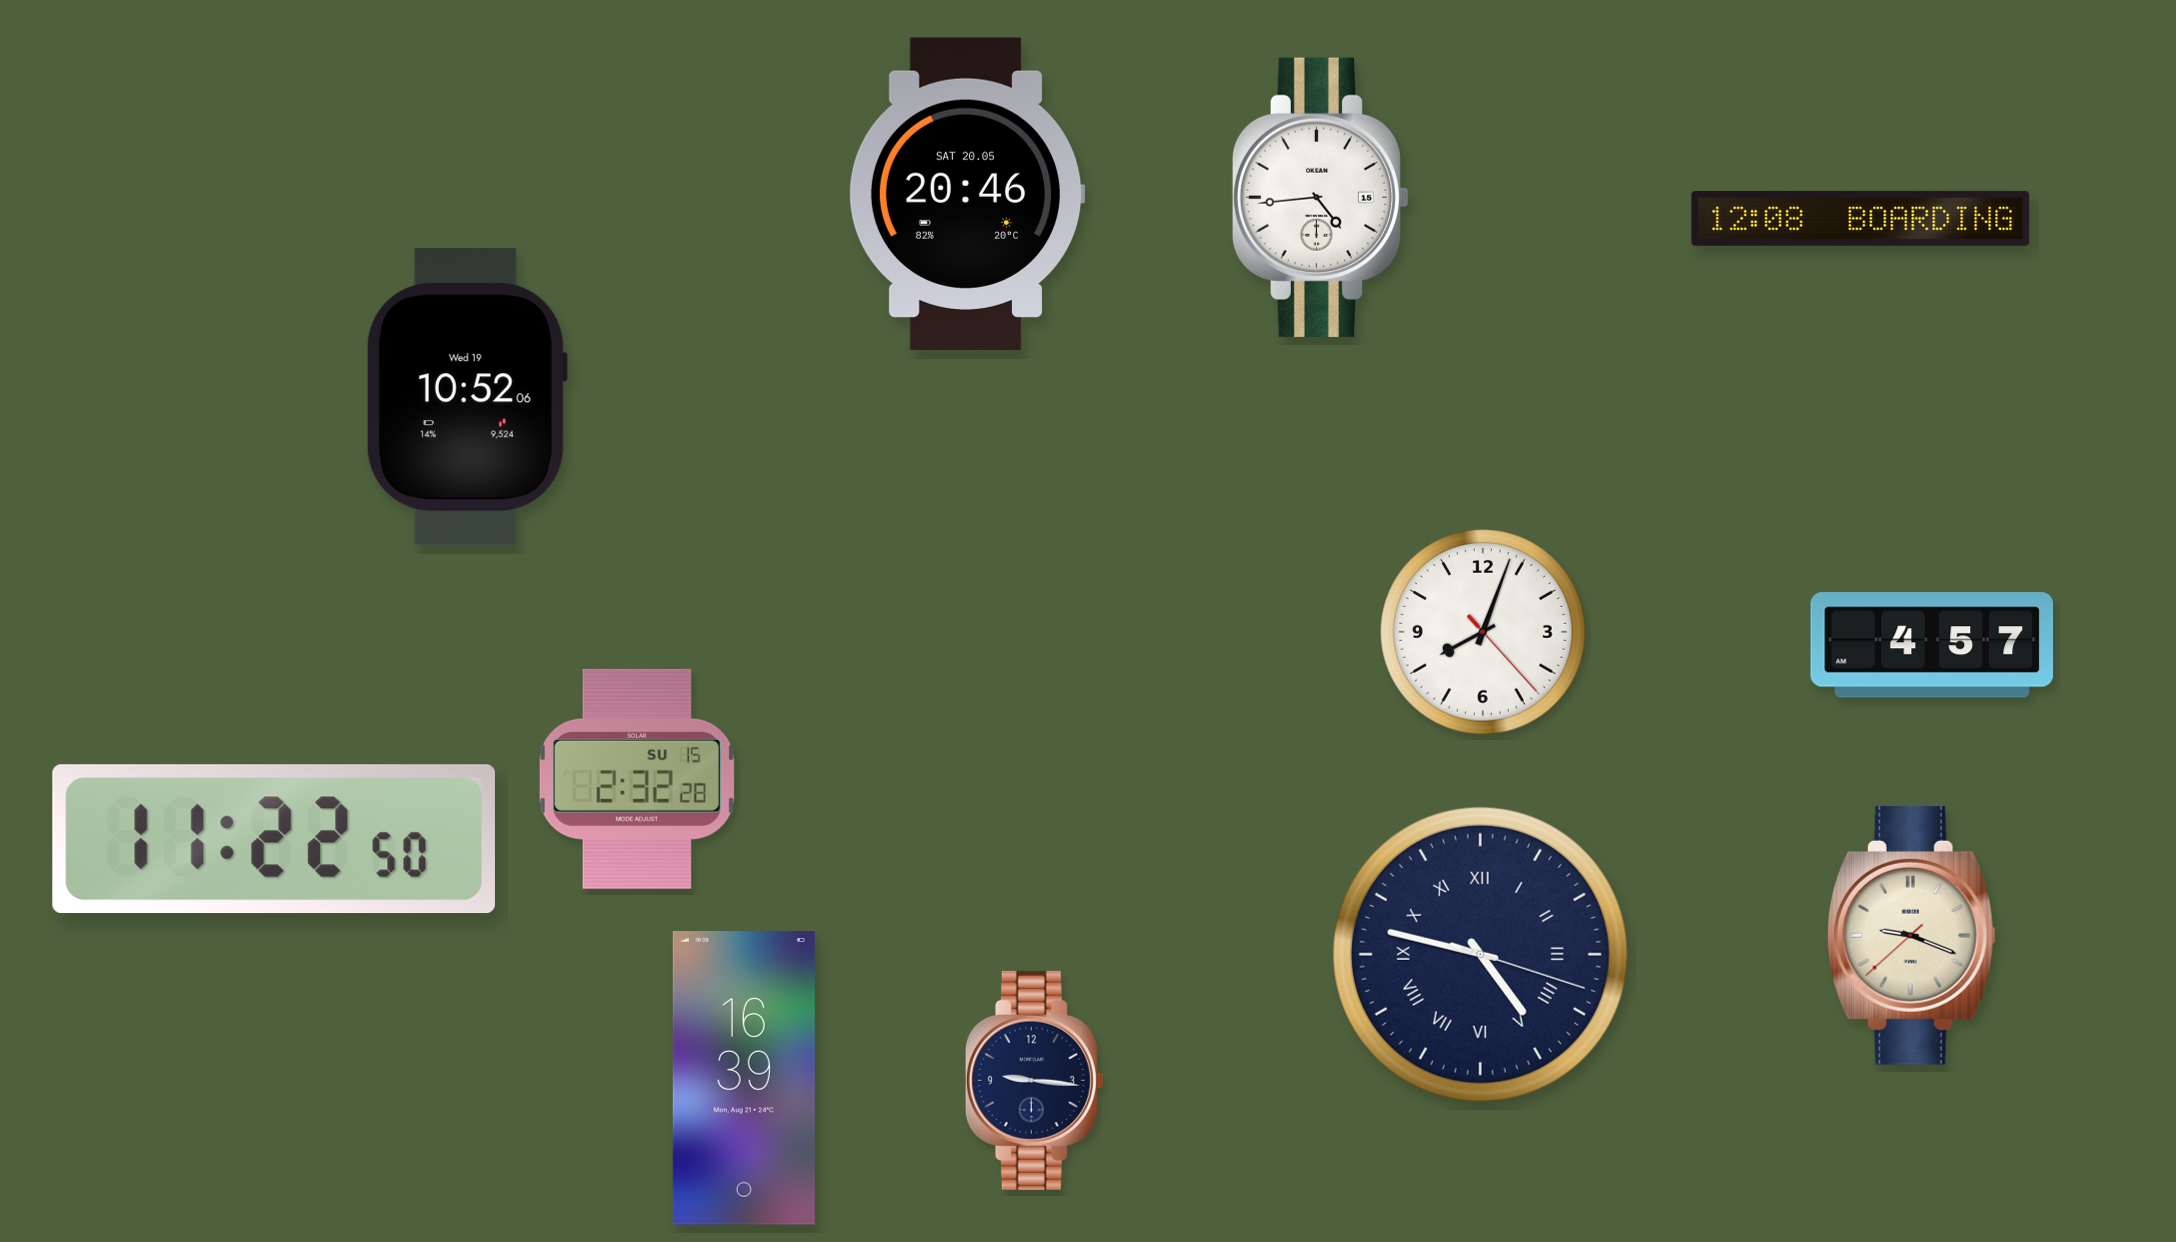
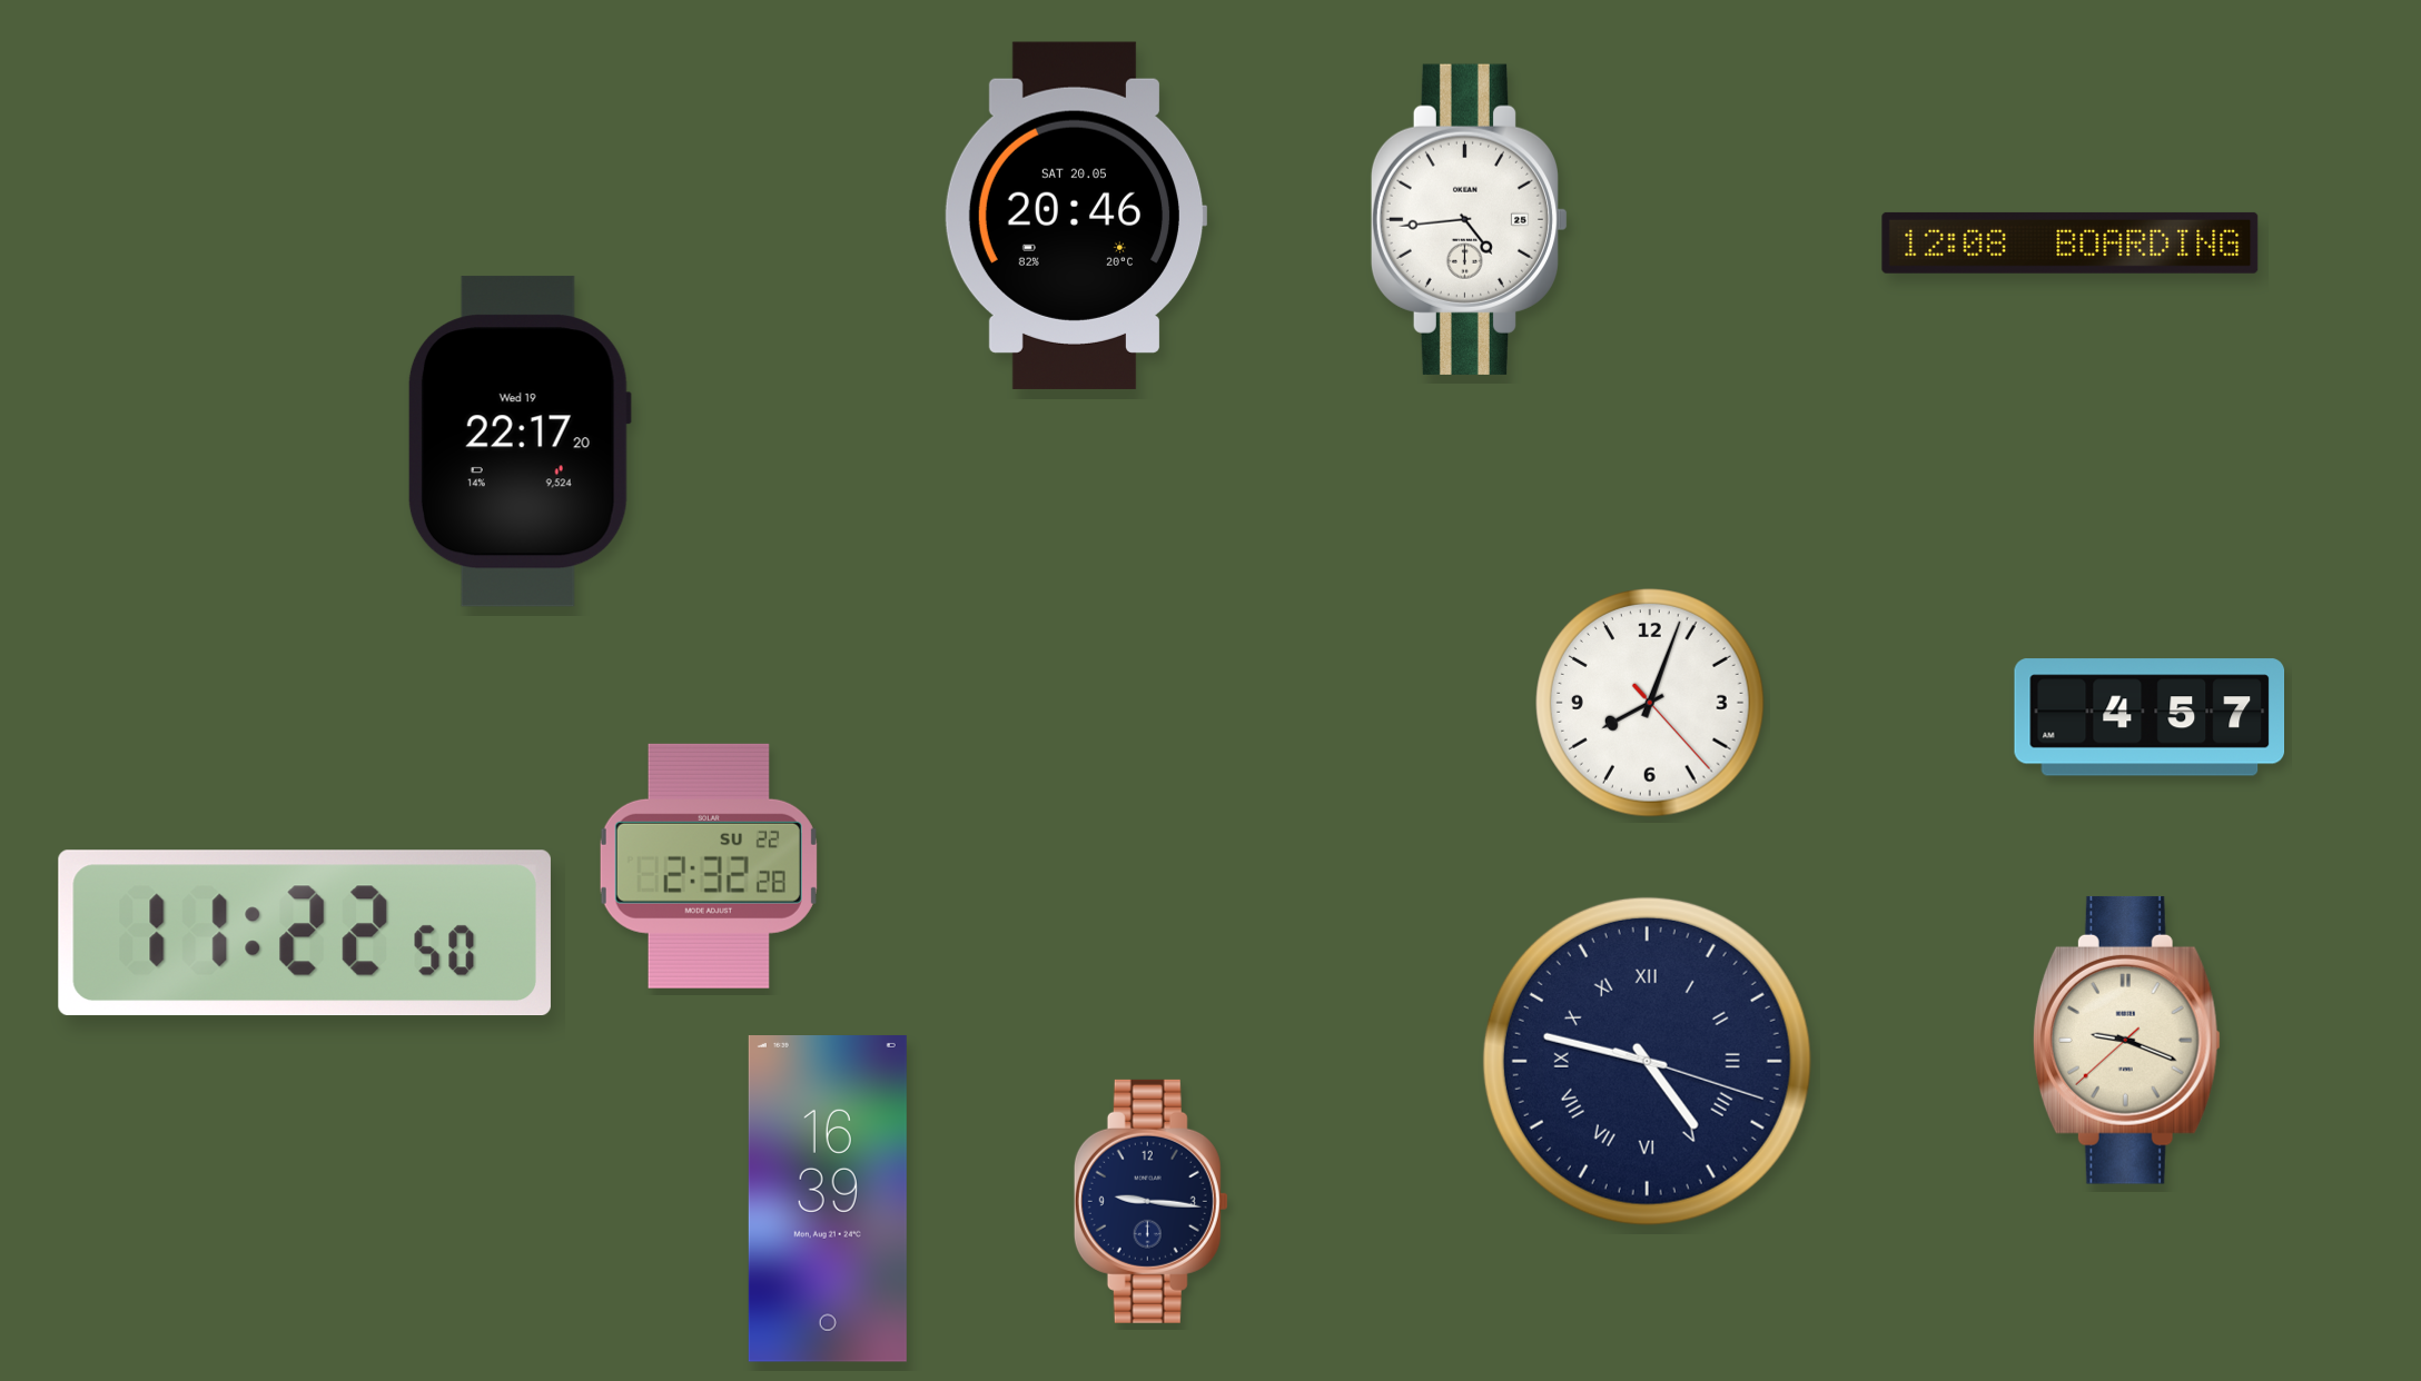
clock at (1321, 197) date: 15 -> 25
clock at (467, 397): 10:52 -> 22:17
clock at (637, 779) date: SU 15 -> SU 22
